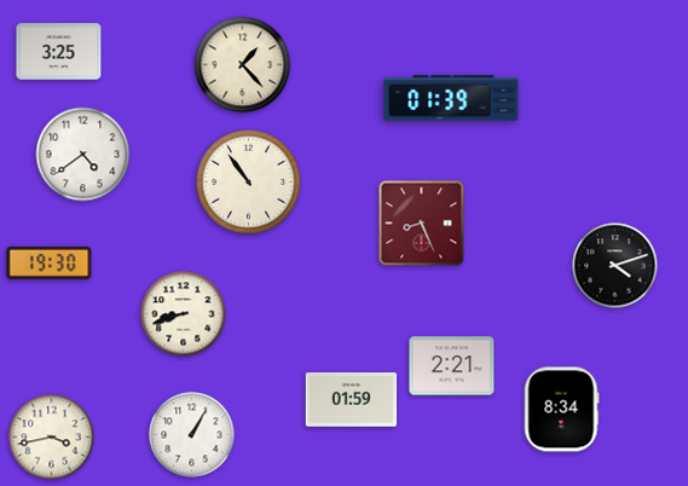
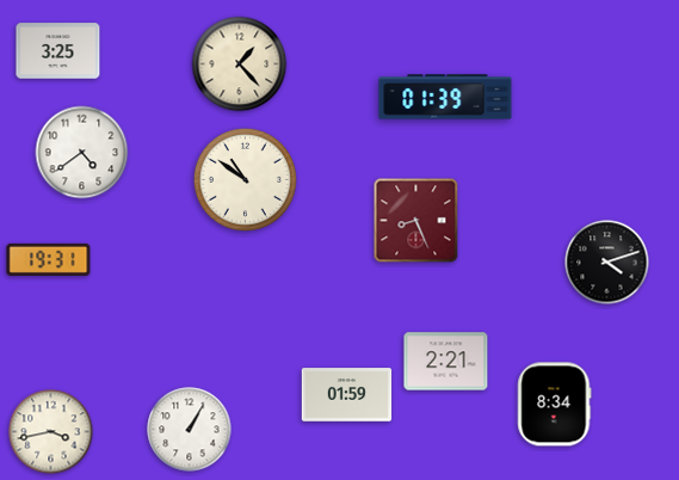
clock at (248, 181): 10:54 -> 10:51
clock at (50, 262): 19:30 -> 19:31
clock at (184, 314): 8:42 -> none
